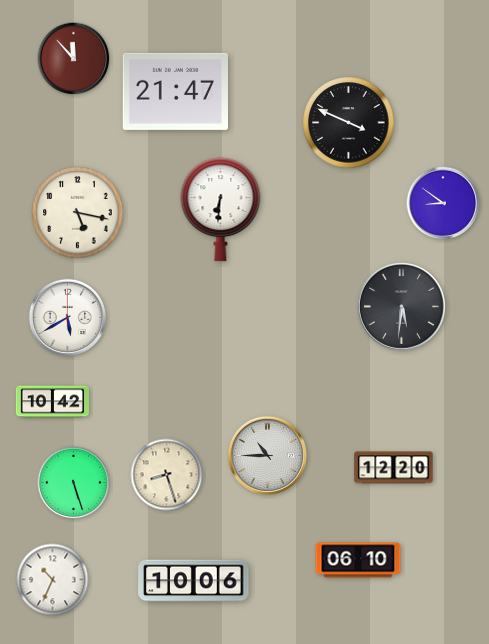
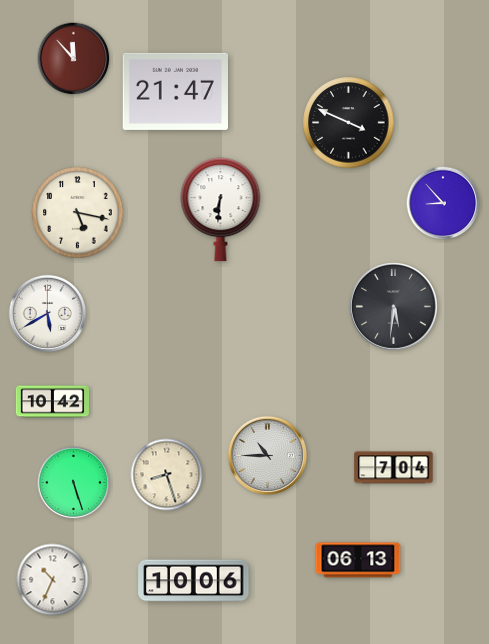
clock at (443, 203): 8:51 -> 8:53
clock at (402, 307) position: (402, 307) -> (394, 307)
clock at (67, 317) position: (67, 317) -> (47, 313)
clock at (394, 468): 12:20 -> 7:04
clock at (358, 560): 06:10 -> 06:13
